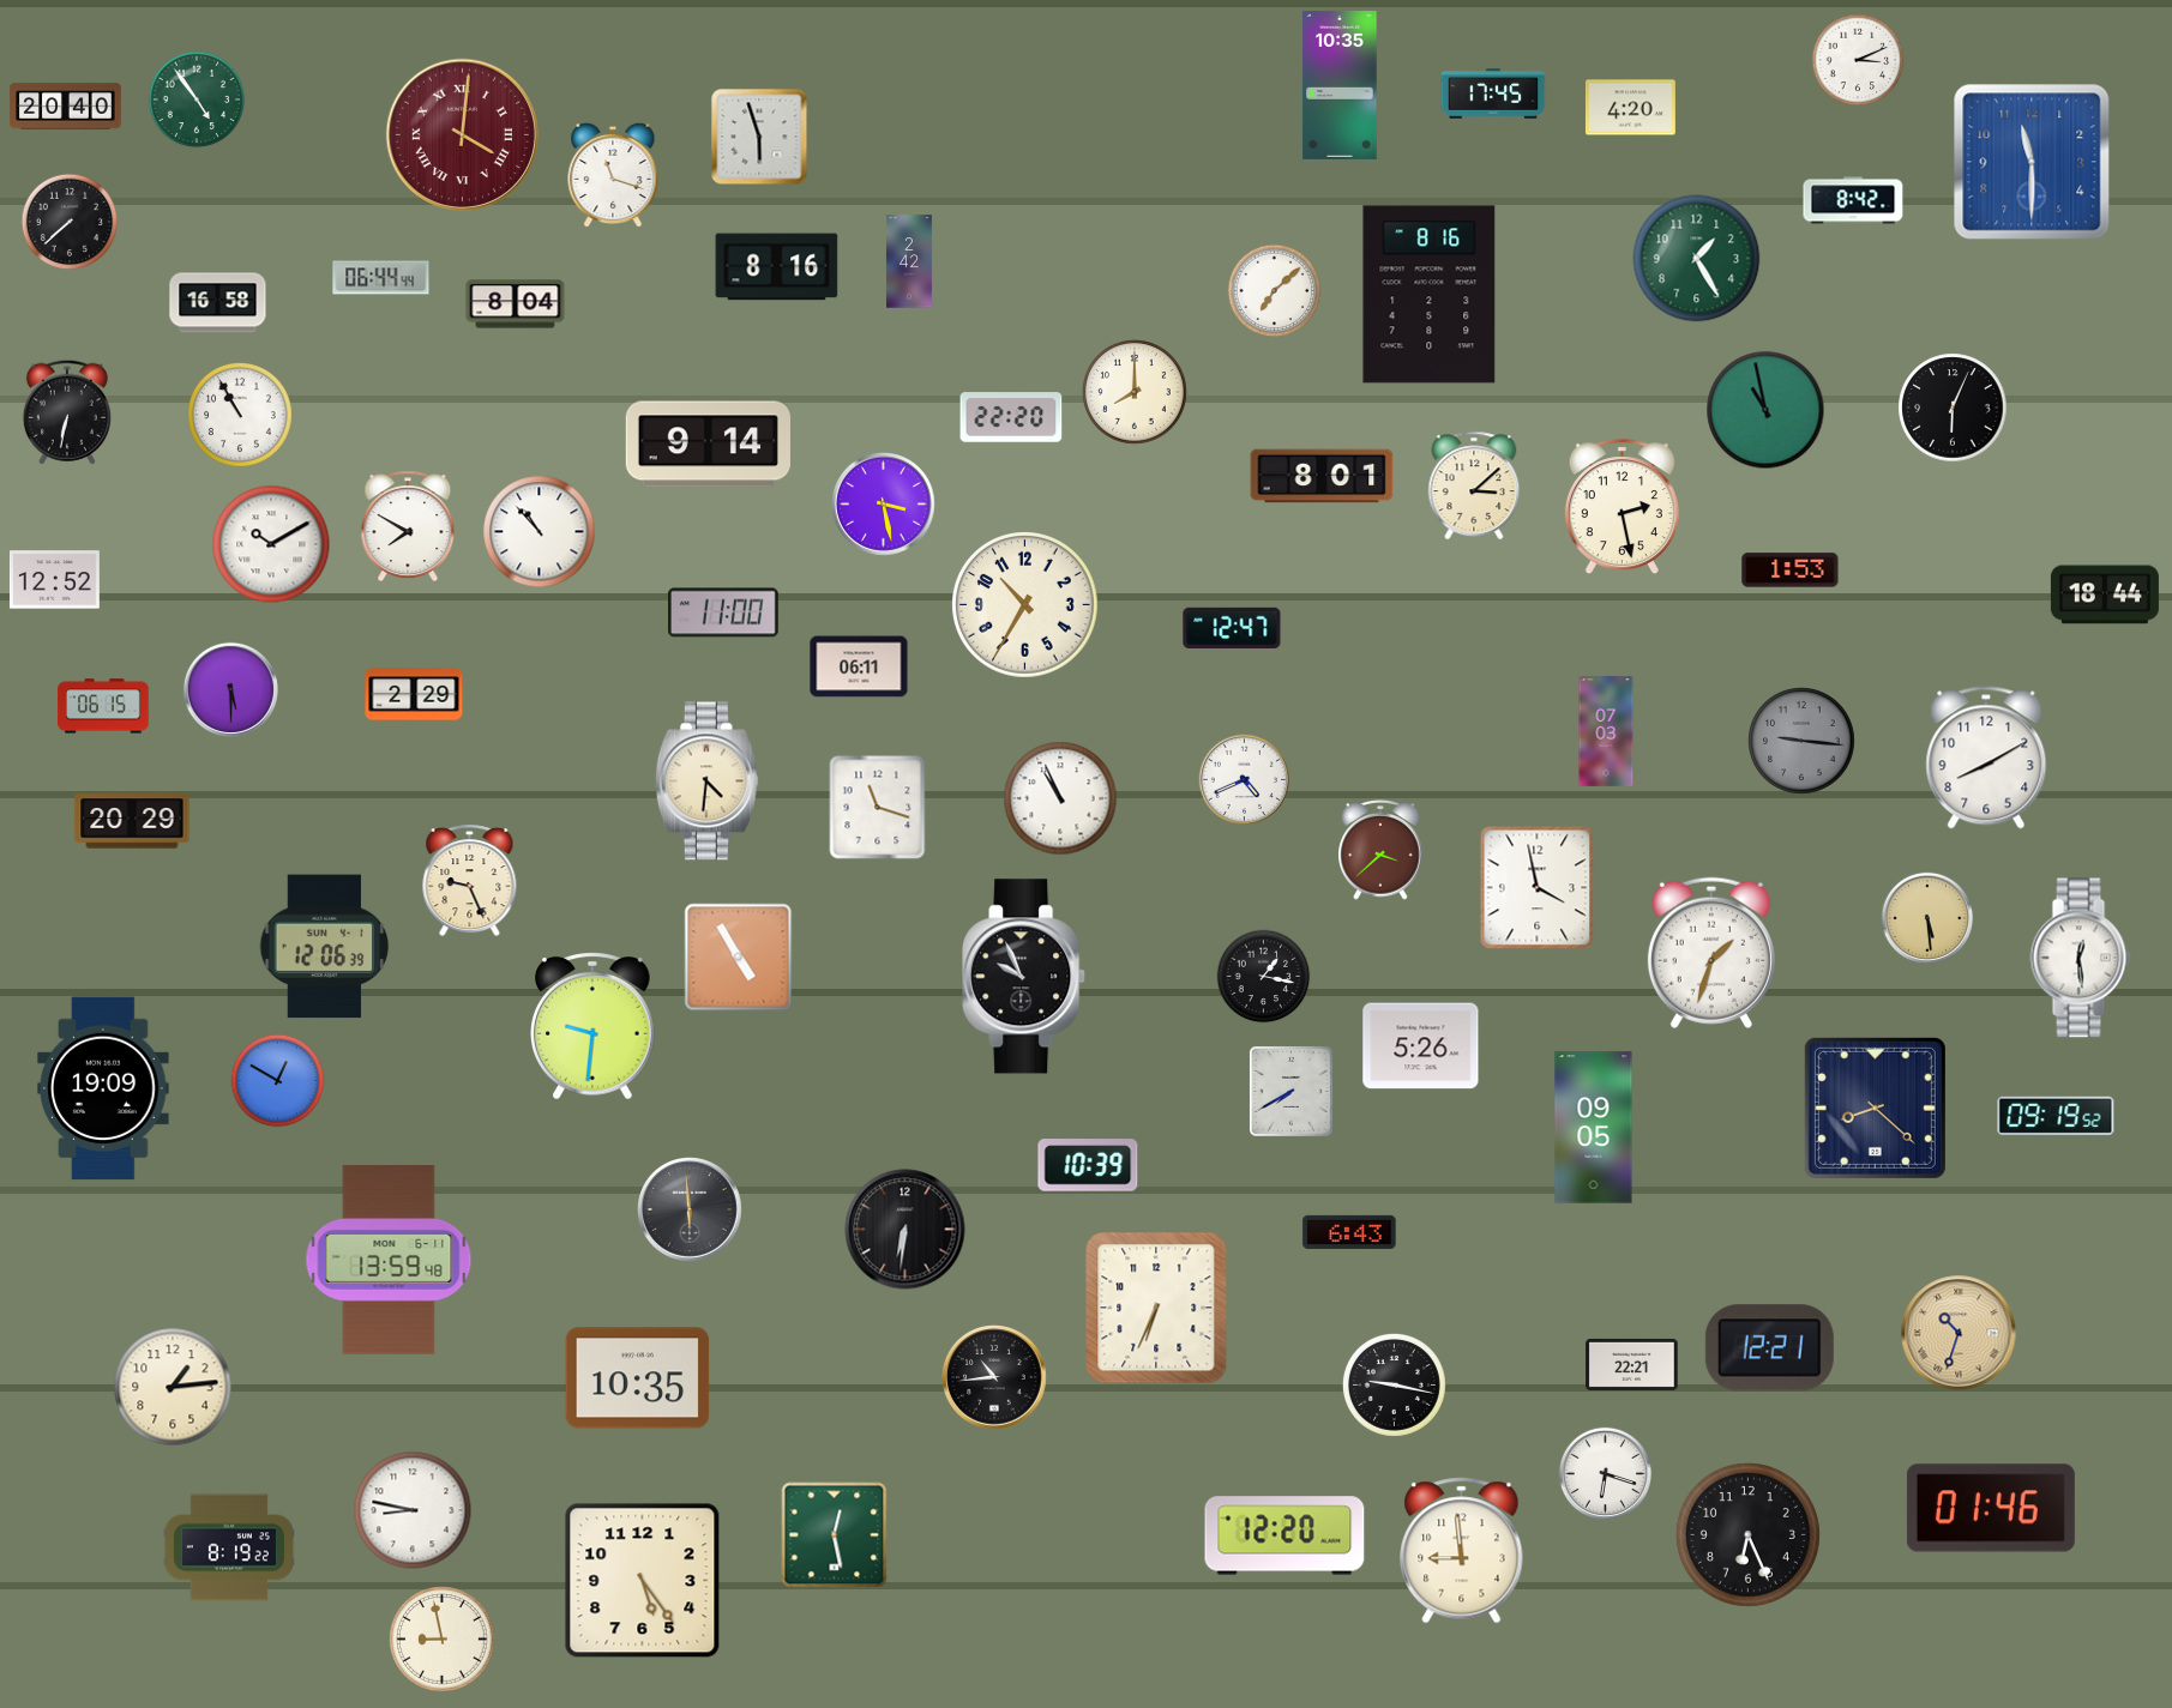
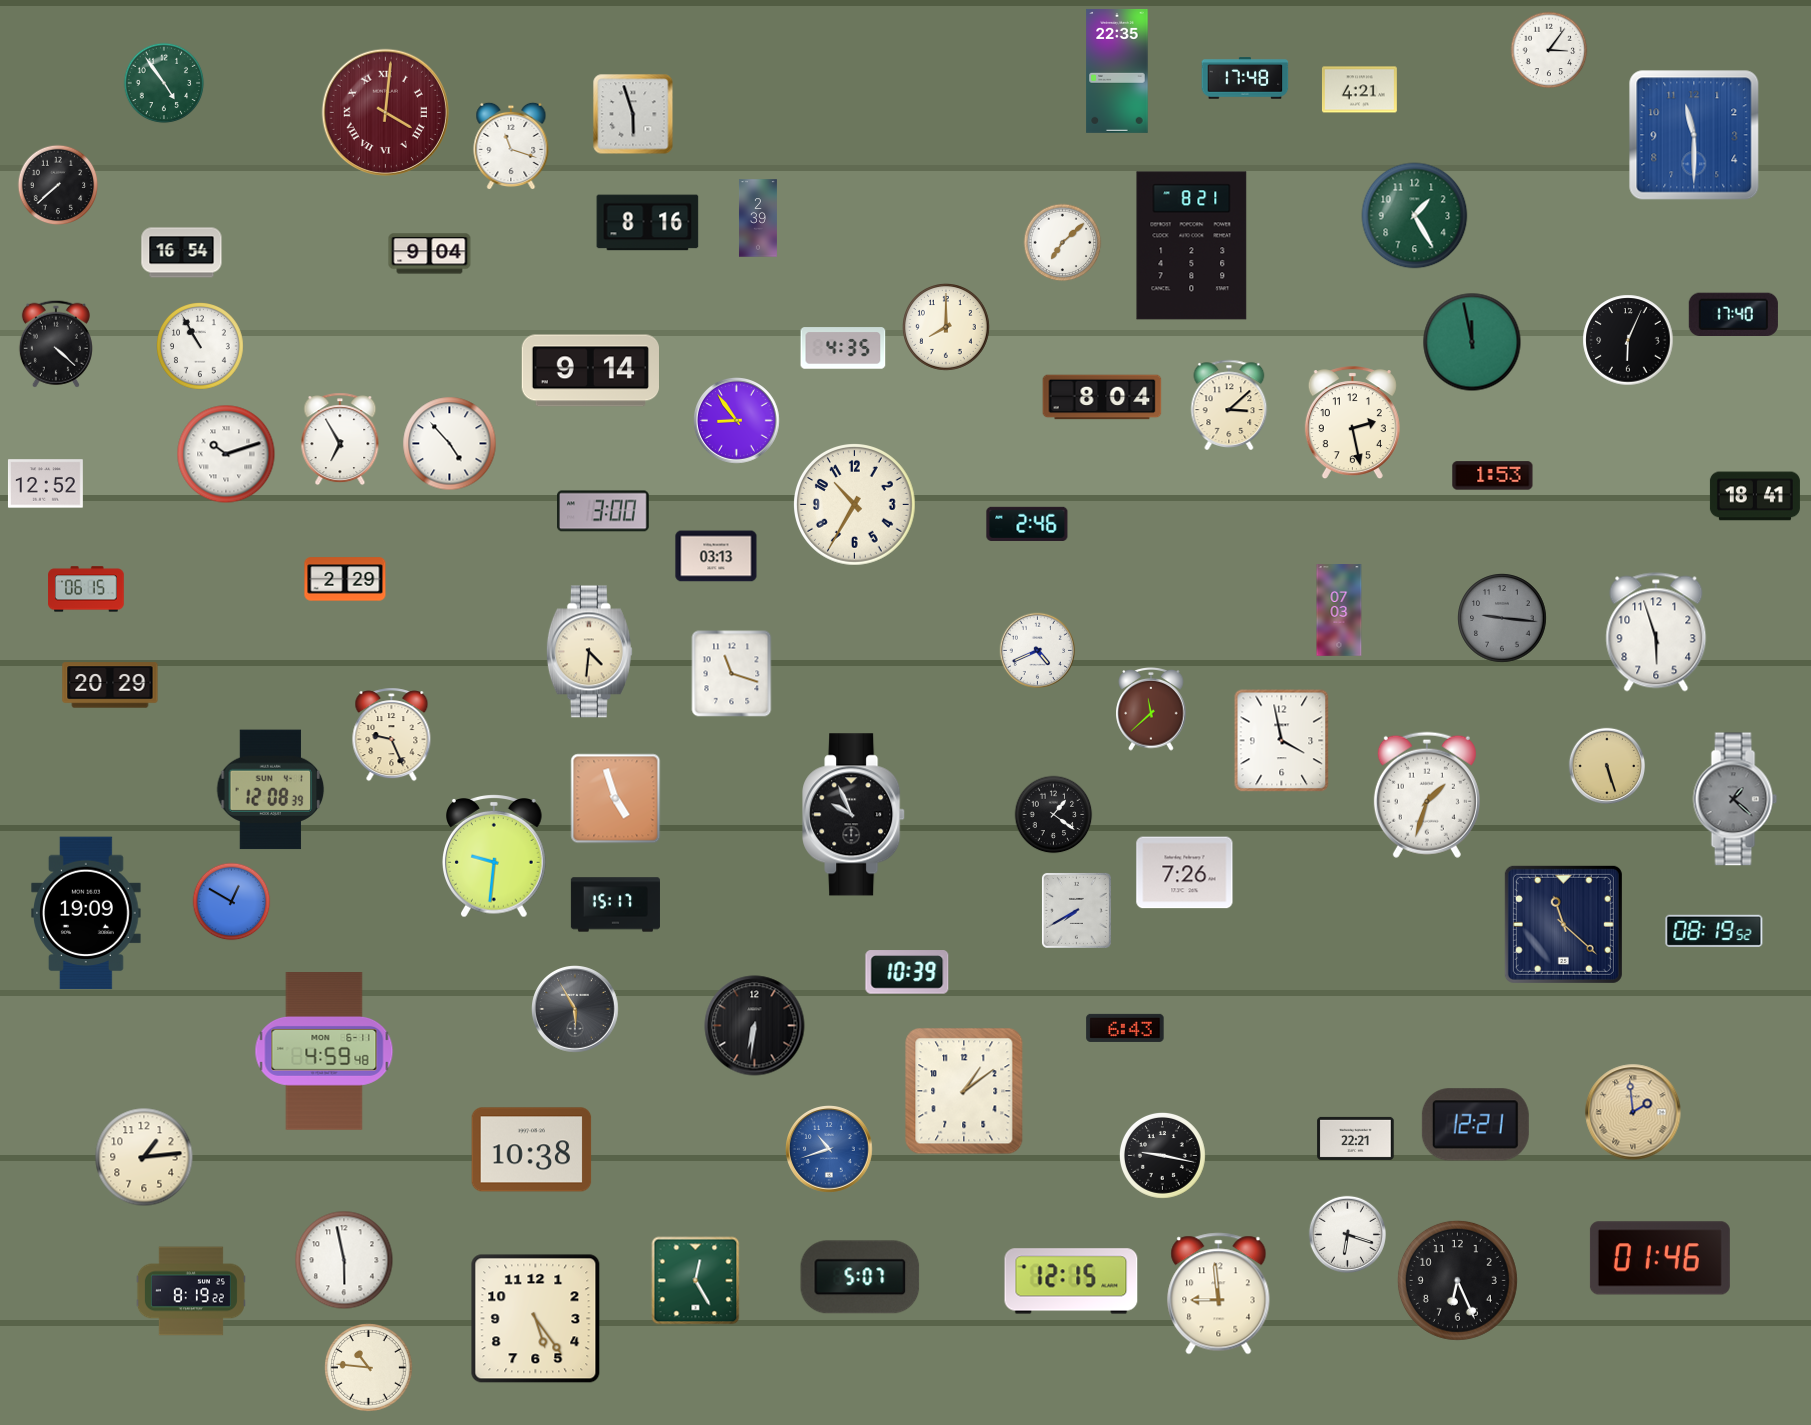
clock at (1858, 60): 3:11 -> 3:06
clock at (1340, 85): 10:35 -> 22:35
clock at (1493, 93): 17:45 -> 17:48
clock at (66, 107): 20:40 -> none
clock at (1630, 108): 4:20 -> 4:21
clock at (1853, 200): 8:42 -> none
clock at (909, 261): 2:42 -> 2:39
clock at (381, 278): 06:44 -> none
clock at (1430, 295): 8:16 -> 8:21
clock at (218, 303): 16:58 -> 16:54
clock at (516, 304): 8:04 -> 9:04
clock at (1733, 314): none -> 17:40
clock at (1765, 410): 10:58 -> 11:58
clock at (67, 412): 6:32 -> 4:22
clock at (1011, 417): 22:20 -> 4:35
clock at (1322, 476): 8:01 -> 8:04
clock at (884, 505): 3:28 -> 8:54
clock at (408, 526): 7:50 -> 6:55
clock at (540, 532): 10:53 -> 4:53
clock at (271, 544): 10:10 -> 10:12
clock at (2105, 595): 18:44 -> 18:41
clock at (724, 612): 11:00 -> 3:00
clock at (1232, 628): 12:47 -> 2:46
clock at (859, 666): 06:11 -> 03:13
clock at (230, 689): 5:30 -> none
clock at (1986, 758): 8:10 -> 5:57
clock at (1060, 798): 10:56 -> none
clock at (1380, 851): 3:38 -> 11:38
clock at (1926, 917): 5:29 -> 5:27
clock at (325, 947): 12:06 -> 12:08
clock at (739, 958): 4:55 -> 4:57
clock at (2081, 958): 12:29 -> 1:22
clock at (2081, 958) dial: white -> grey
clock at (1264, 977): 1:17 -> 1:21
clock at (1421, 1046): 5:26 -> 7:26
clock at (615, 905): none -> 15:17
clock at (103, 1088) position: (103, 1088) -> (86, 913)
clock at (1875, 1108): 8:22 -> 11:22
clock at (2056, 1116): 09:19 -> 08:19
clock at (1594, 1128): 09:05 -> none
clock at (690, 1209): 5:59 -> 5:55
clock at (389, 1261): 13:59 -> 4:59
clock at (1156, 1308): 6:34 -> 1:09
clock at (1959, 1333): 10:33 -> 1:59
clock at (1632, 1364) position: (1632, 1364) -> (1356, 1138)
clock at (994, 1377): 10:44 -> 10:42
clock at (994, 1377) dial: black -> blue
clock at (638, 1378): 10:35 -> 10:38
clock at (1605, 1473) position: (1605, 1473) -> (1347, 1234)
clock at (413, 1510): 8:47 -> 5:58
clock at (860, 1277): none -> 5:07
clock at (835, 1535): 12:28 -> 12:25
clock at (1284, 1535): 12:20 -> 12:15
clock at (443, 1640): 8:58 -> 10:46
